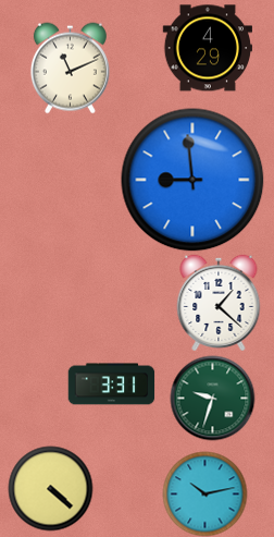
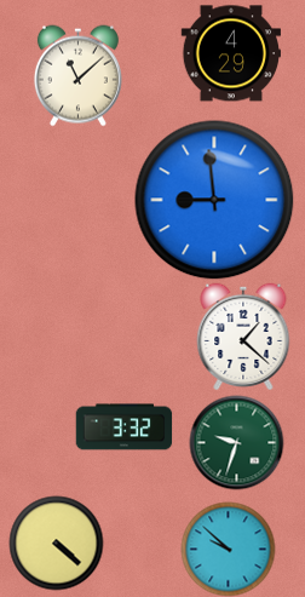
clock at (70, 68): 11:11 -> 11:08
clock at (111, 385): 3:31 -> 3:32
clock at (204, 493): 10:13 -> 9:52
